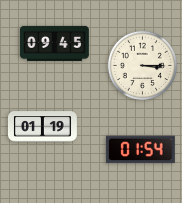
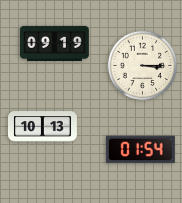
clock at (54, 43): 09:45 -> 09:19
clock at (42, 127): 01:19 -> 10:13
